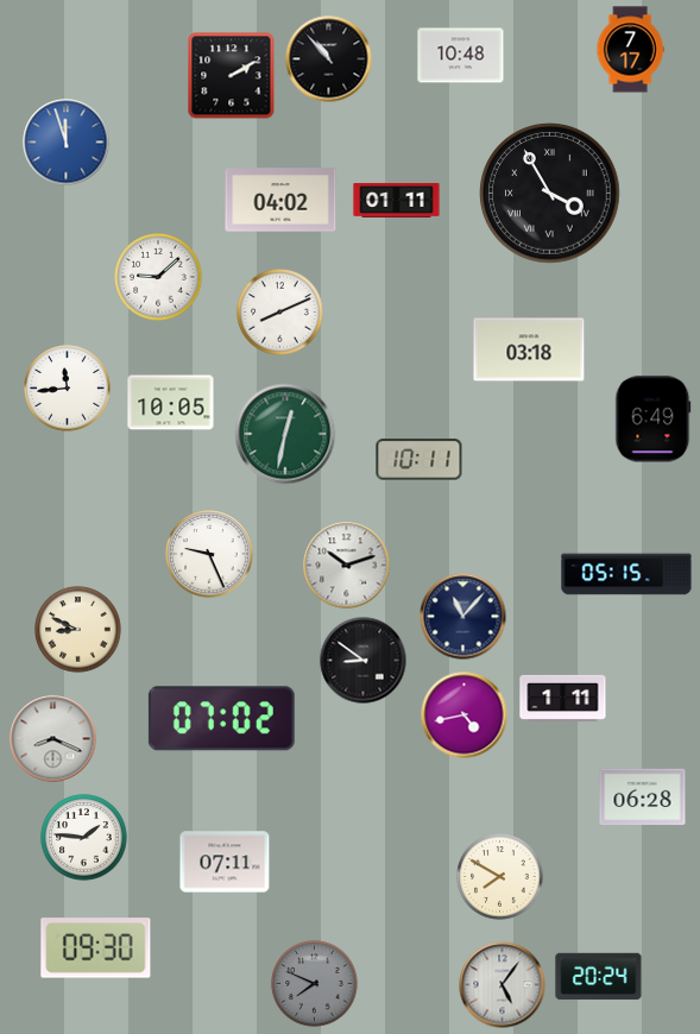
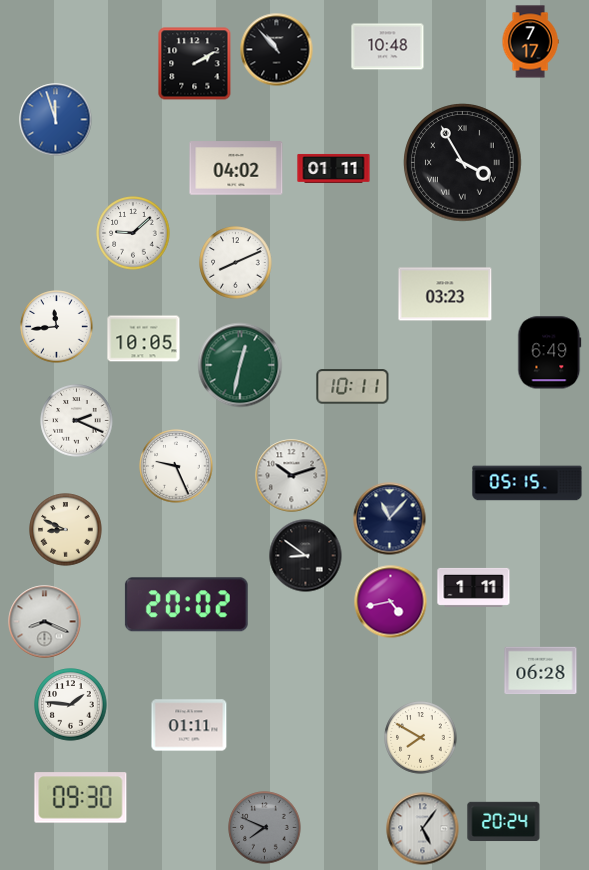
clock at (529, 349): 03:18 -> 03:23
clock at (77, 421): none -> 2:19
clock at (221, 719): 07:02 -> 20:02
clock at (225, 862): 07:11 -> 01:11
